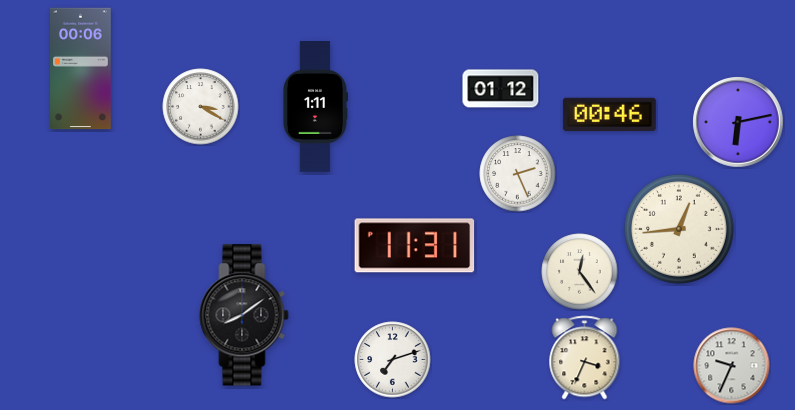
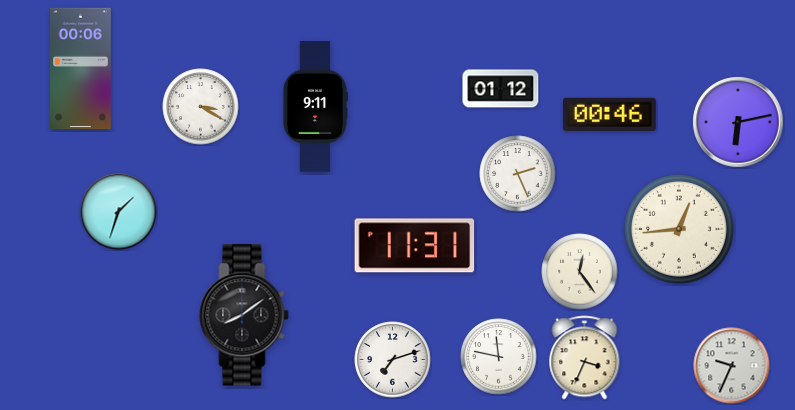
clock at (315, 107): 1:11 -> 9:11
clock at (119, 212): none -> 1:33
clock at (499, 357): none -> 11:47
